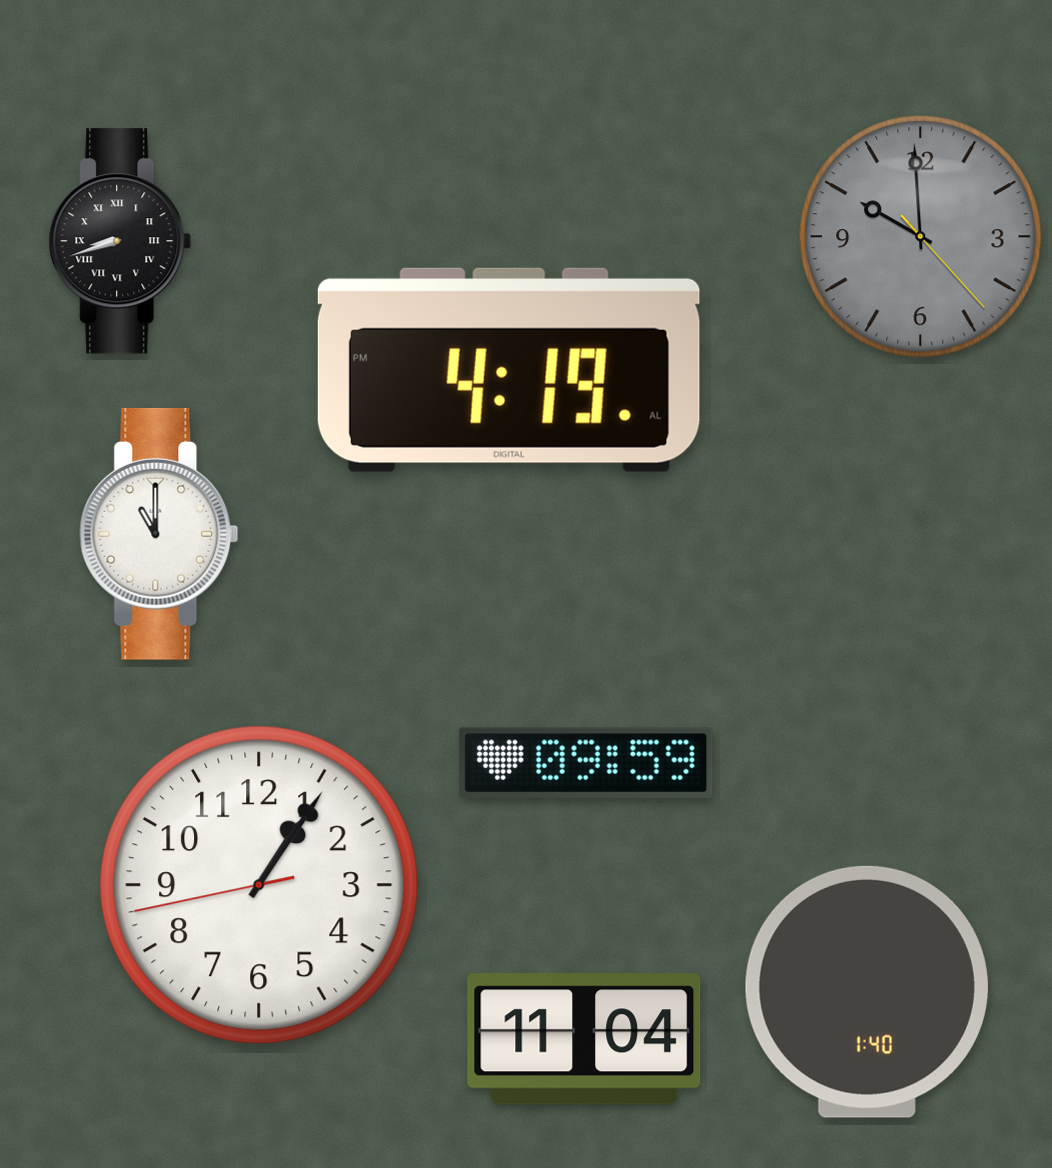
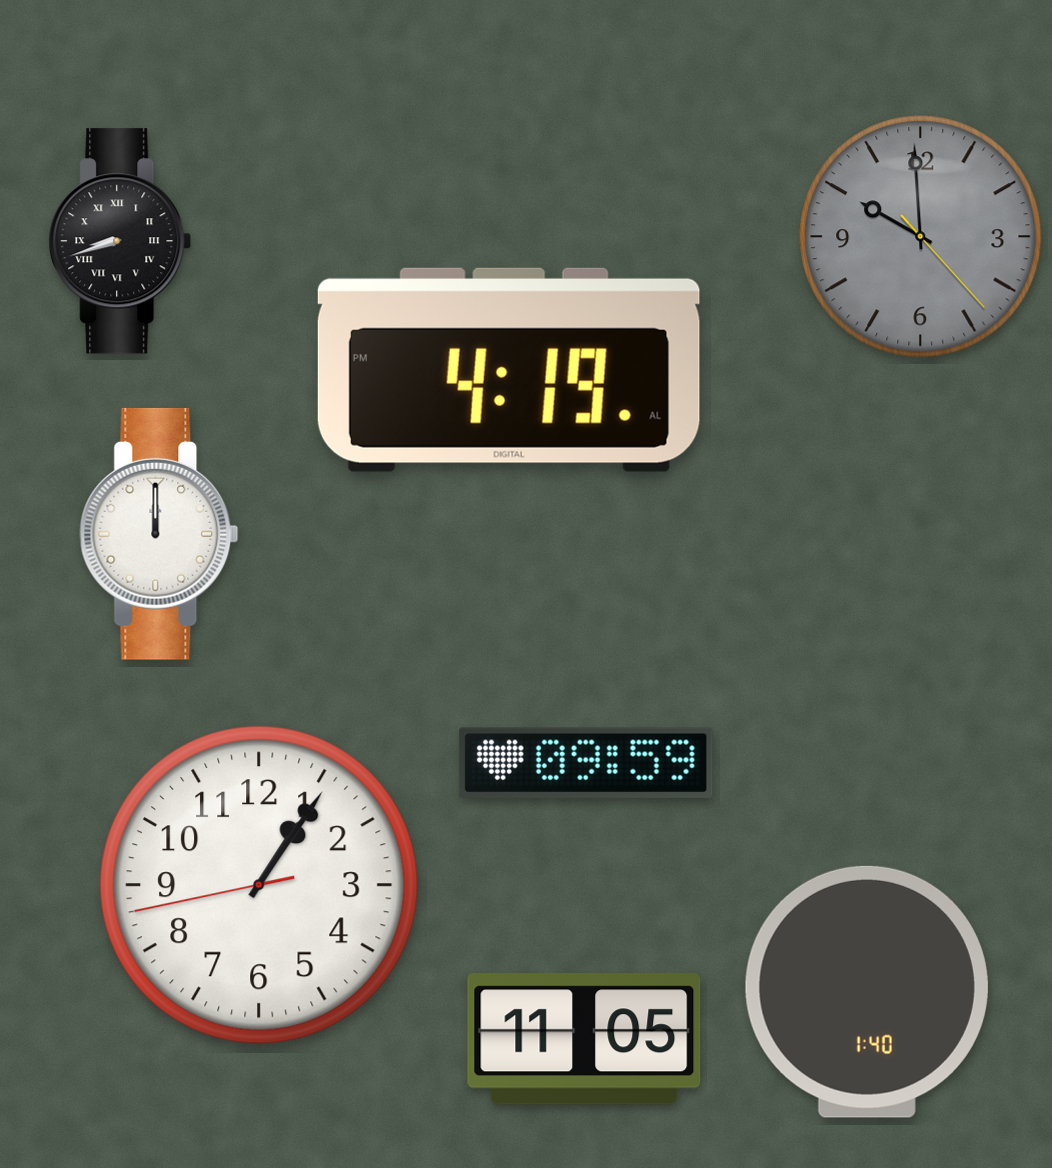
clock at (159, 534): 11:00 -> 12:00
clock at (584, 1039): 11:04 -> 11:05
